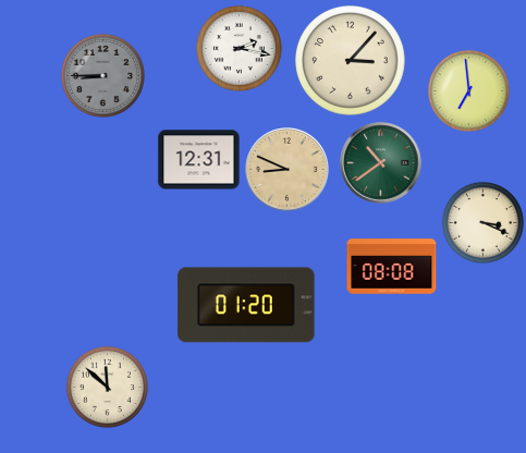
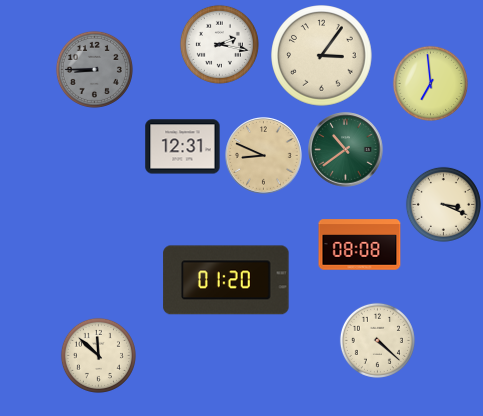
clock at (351, 61): 3:07 -> 3:06
clock at (381, 163) position: (381, 163) -> (346, 150)
clock at (377, 340): none -> 4:22
